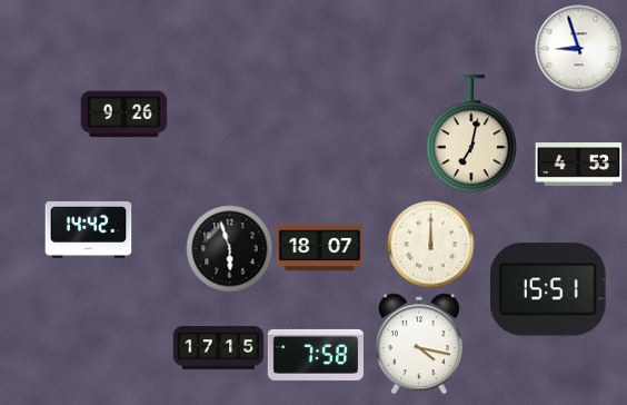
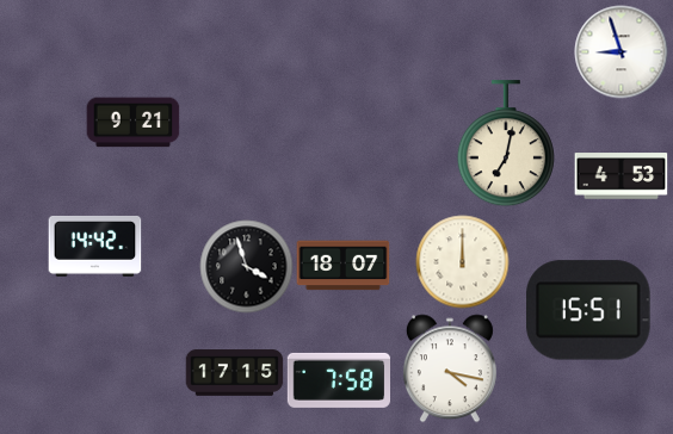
clock at (123, 115): 9:26 -> 9:21
clock at (229, 248): 5:57 -> 3:57
